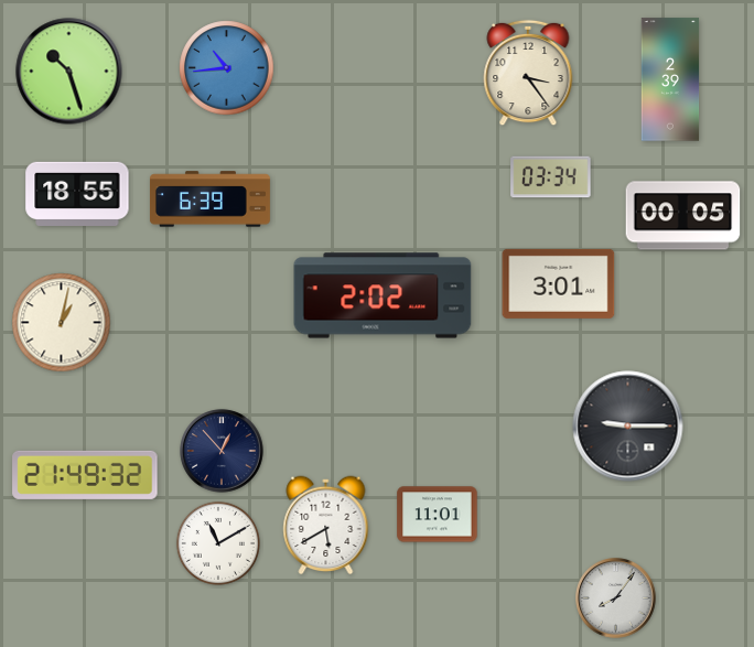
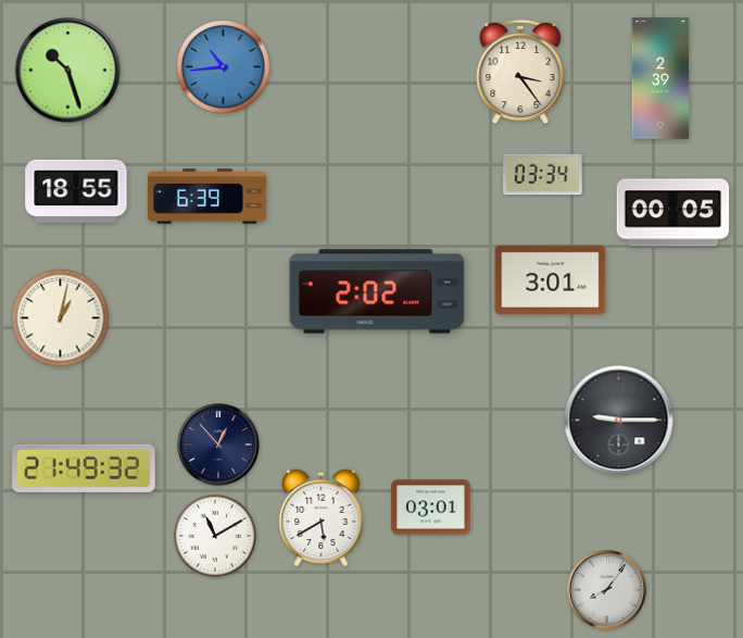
clock at (438, 515): 11:01 -> 03:01
